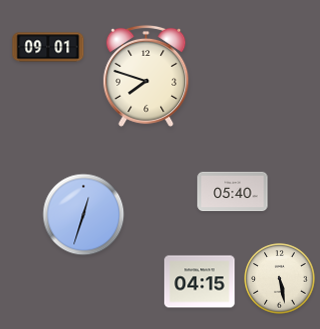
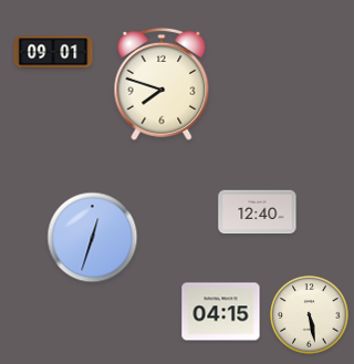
clock at (233, 192): 05:40 -> 12:40
clock at (280, 279) position: (280, 279) -> (310, 315)
